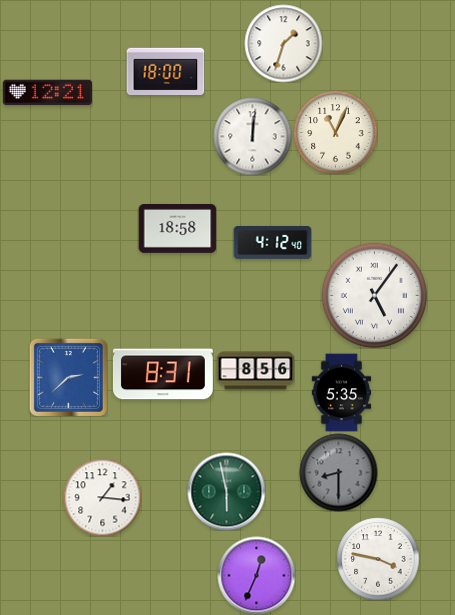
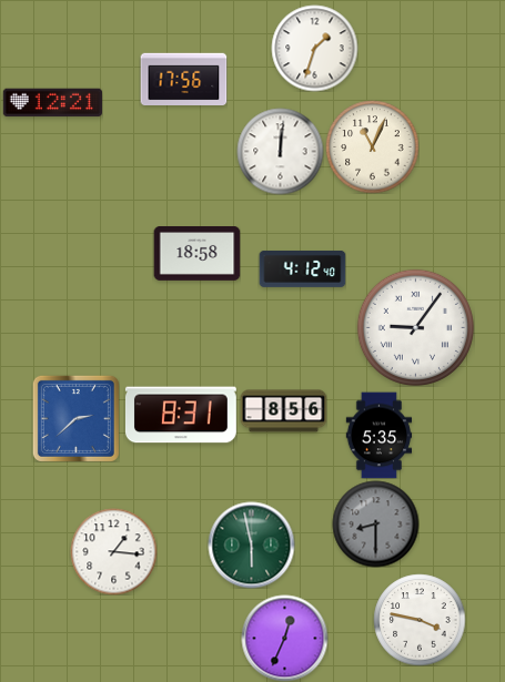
clock at (165, 71): 18:00 -> 17:56
clock at (374, 295): 5:06 -> 9:06
